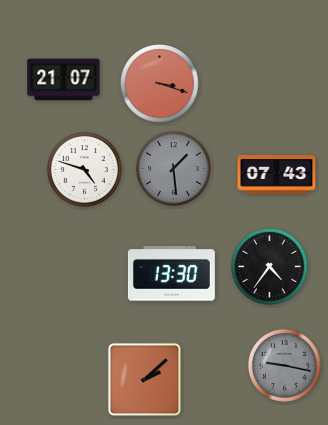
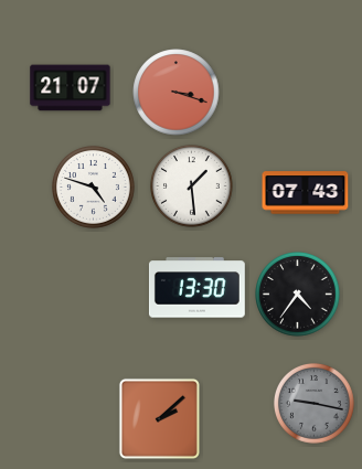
clock at (174, 169) dial: grey -> white
clock at (171, 274) position: (171, 274) -> (196, 288)
